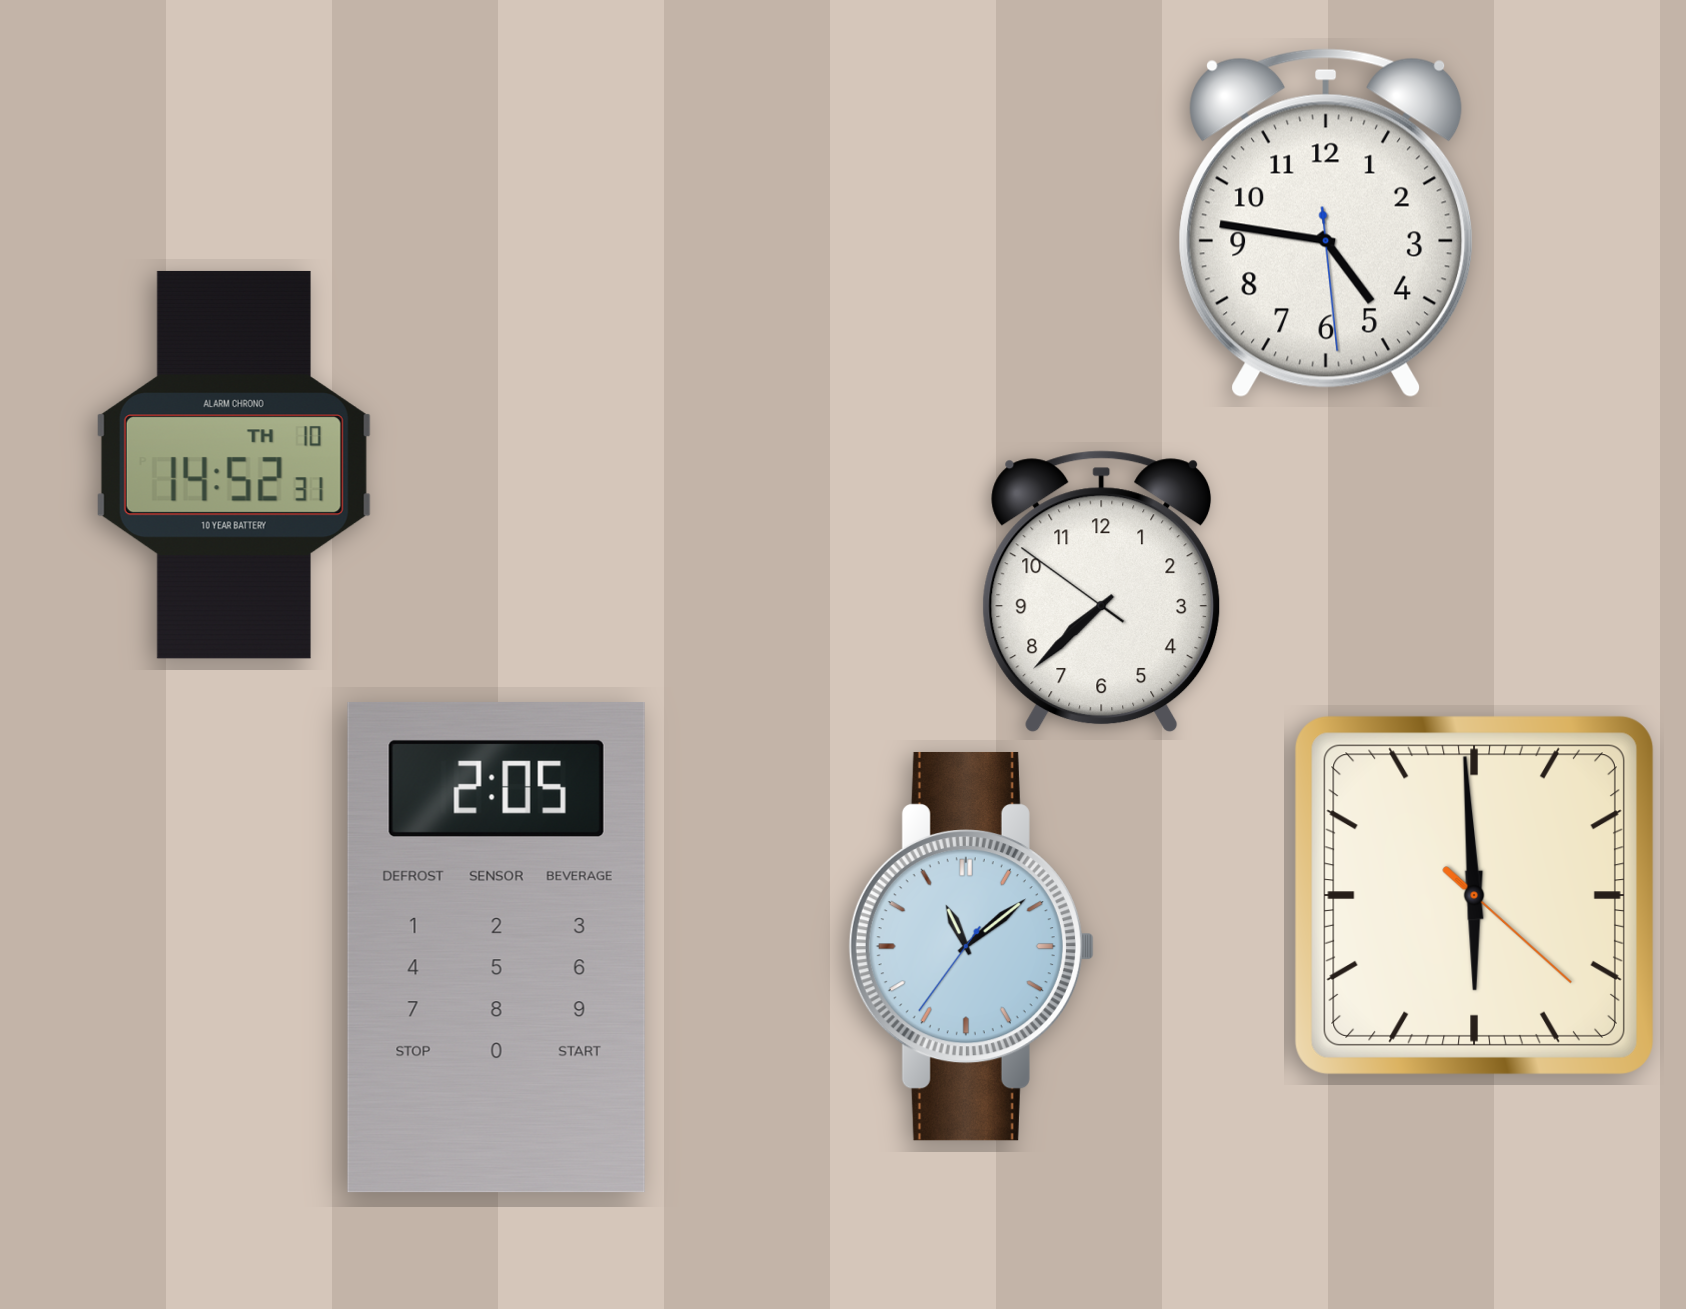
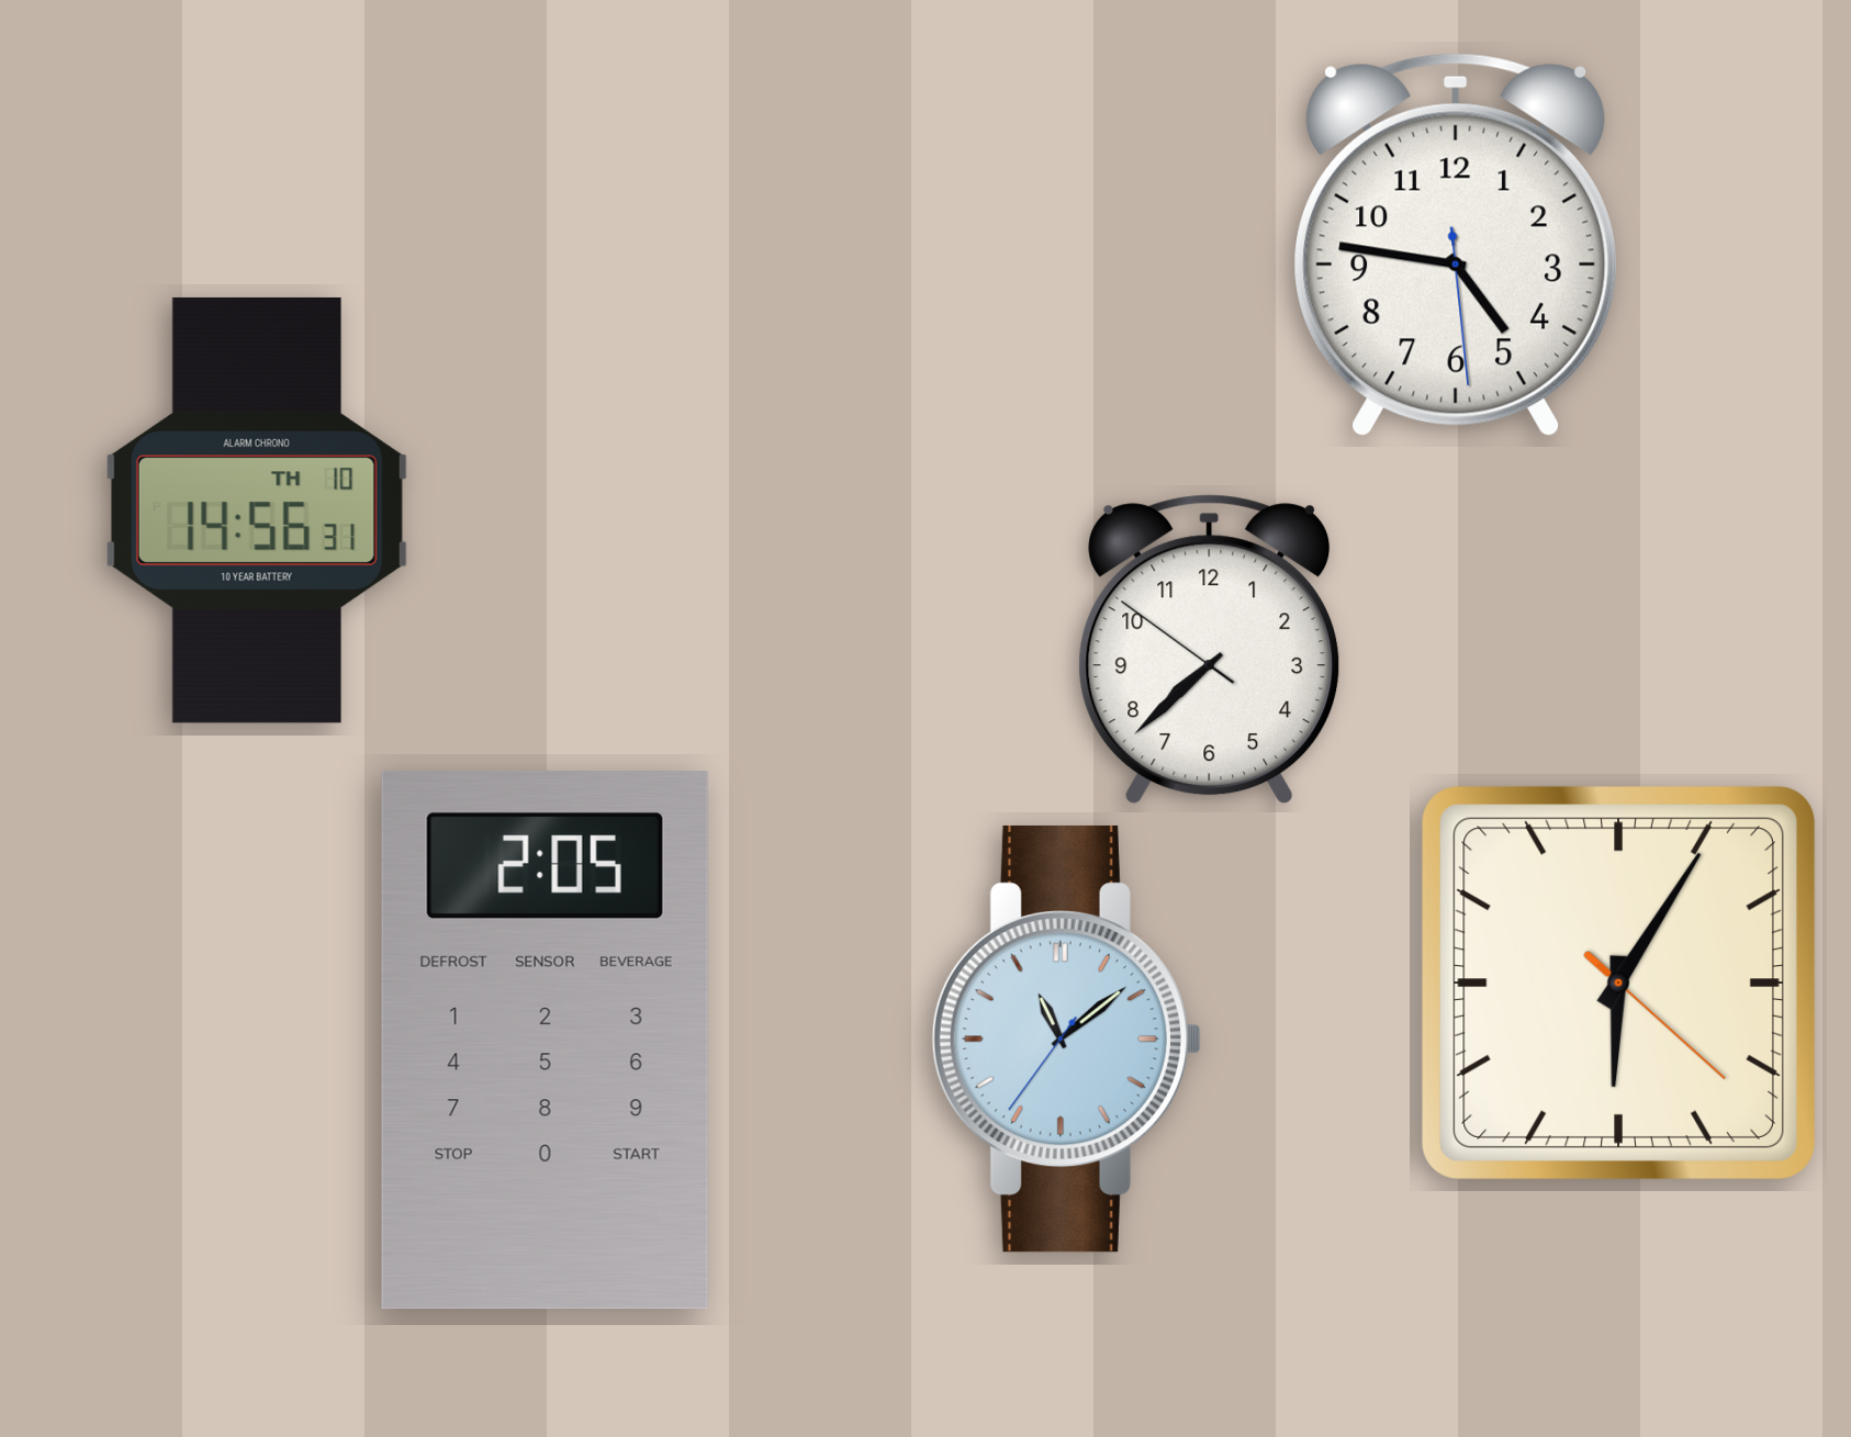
clock at (234, 465): 14:52 -> 14:56
clock at (1474, 895): 5:59 -> 6:05
